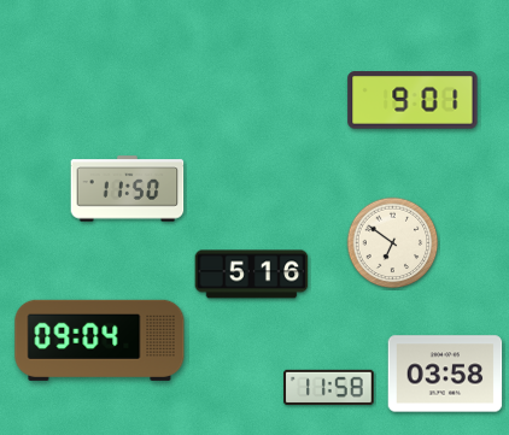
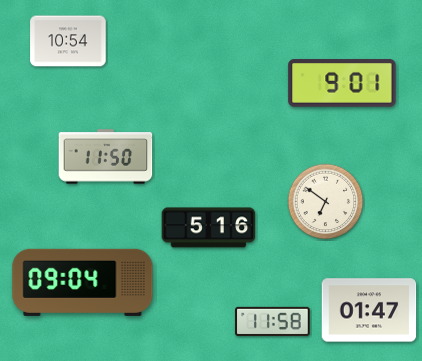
clock at (68, 41): none -> 10:54
clock at (445, 374): 03:58 -> 01:47
